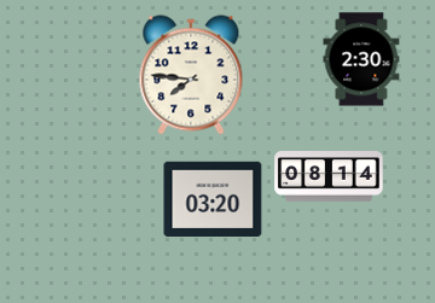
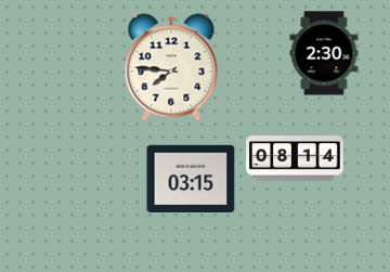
clock at (213, 198): 03:20 -> 03:15
